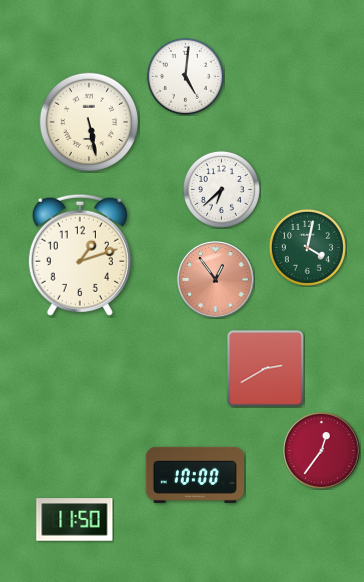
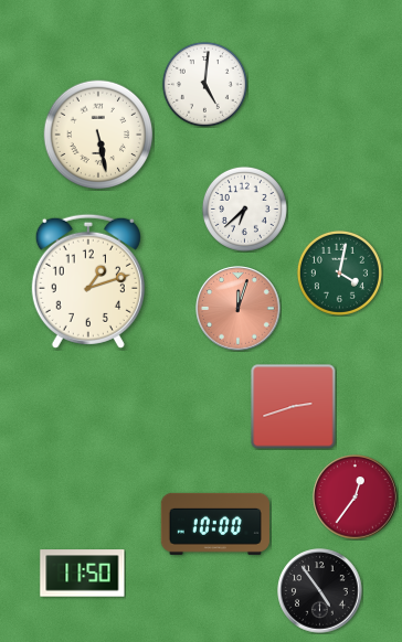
clock at (216, 280): 12:54 -> 12:03
clock at (266, 369): 2:40 -> 2:42
clock at (320, 591): none -> 4:54
